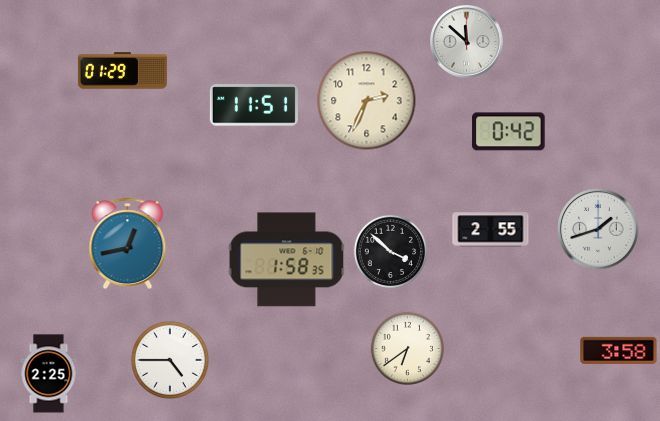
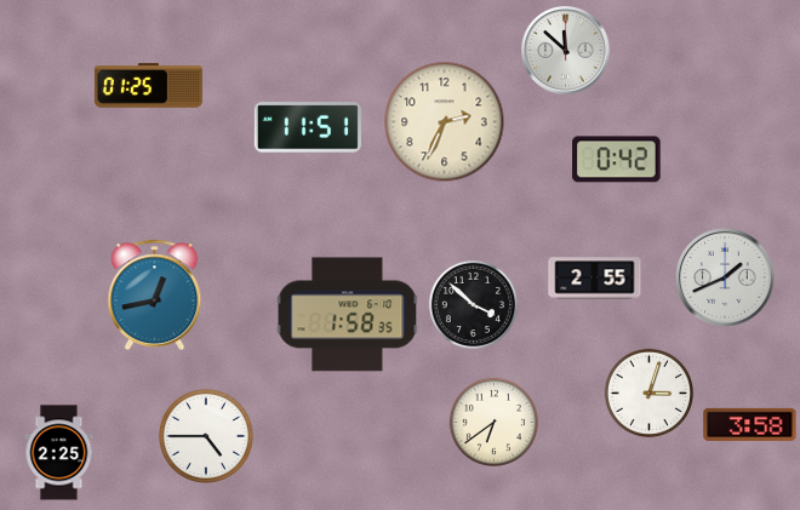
clock at (122, 71): 01:29 -> 01:25
clock at (598, 229): 1:42 -> 1:41
clock at (648, 392): none -> 3:03
